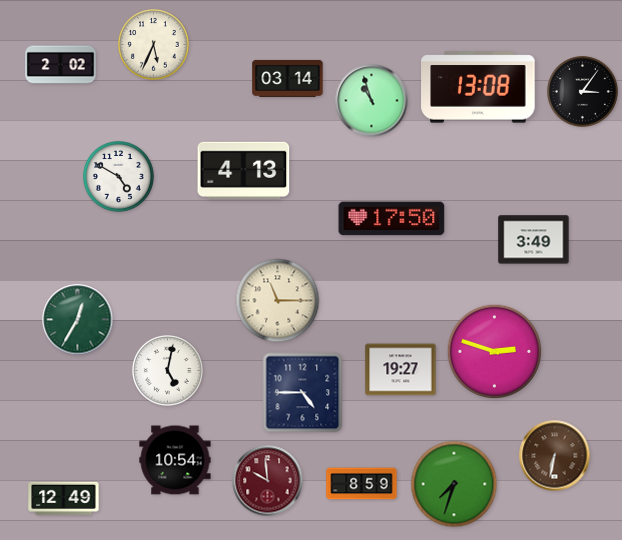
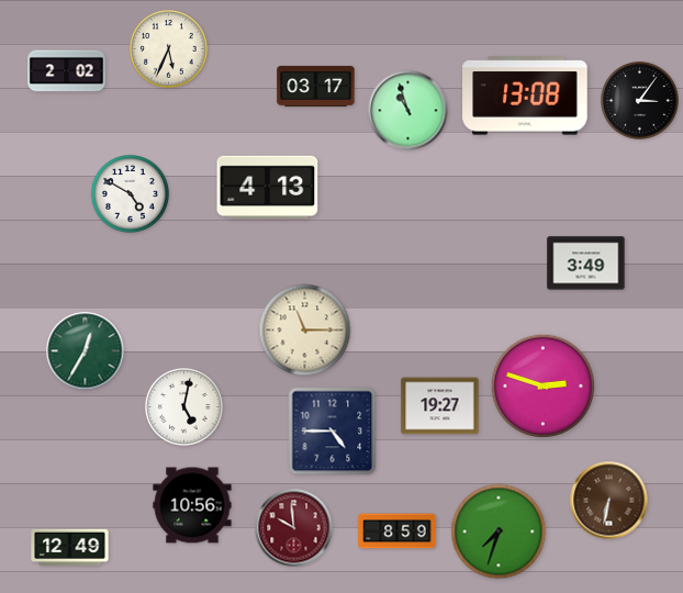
clock at (288, 78): 03:14 -> 03:17
clock at (392, 219): 17:50 -> none
clock at (175, 460): 10:54 -> 10:56
